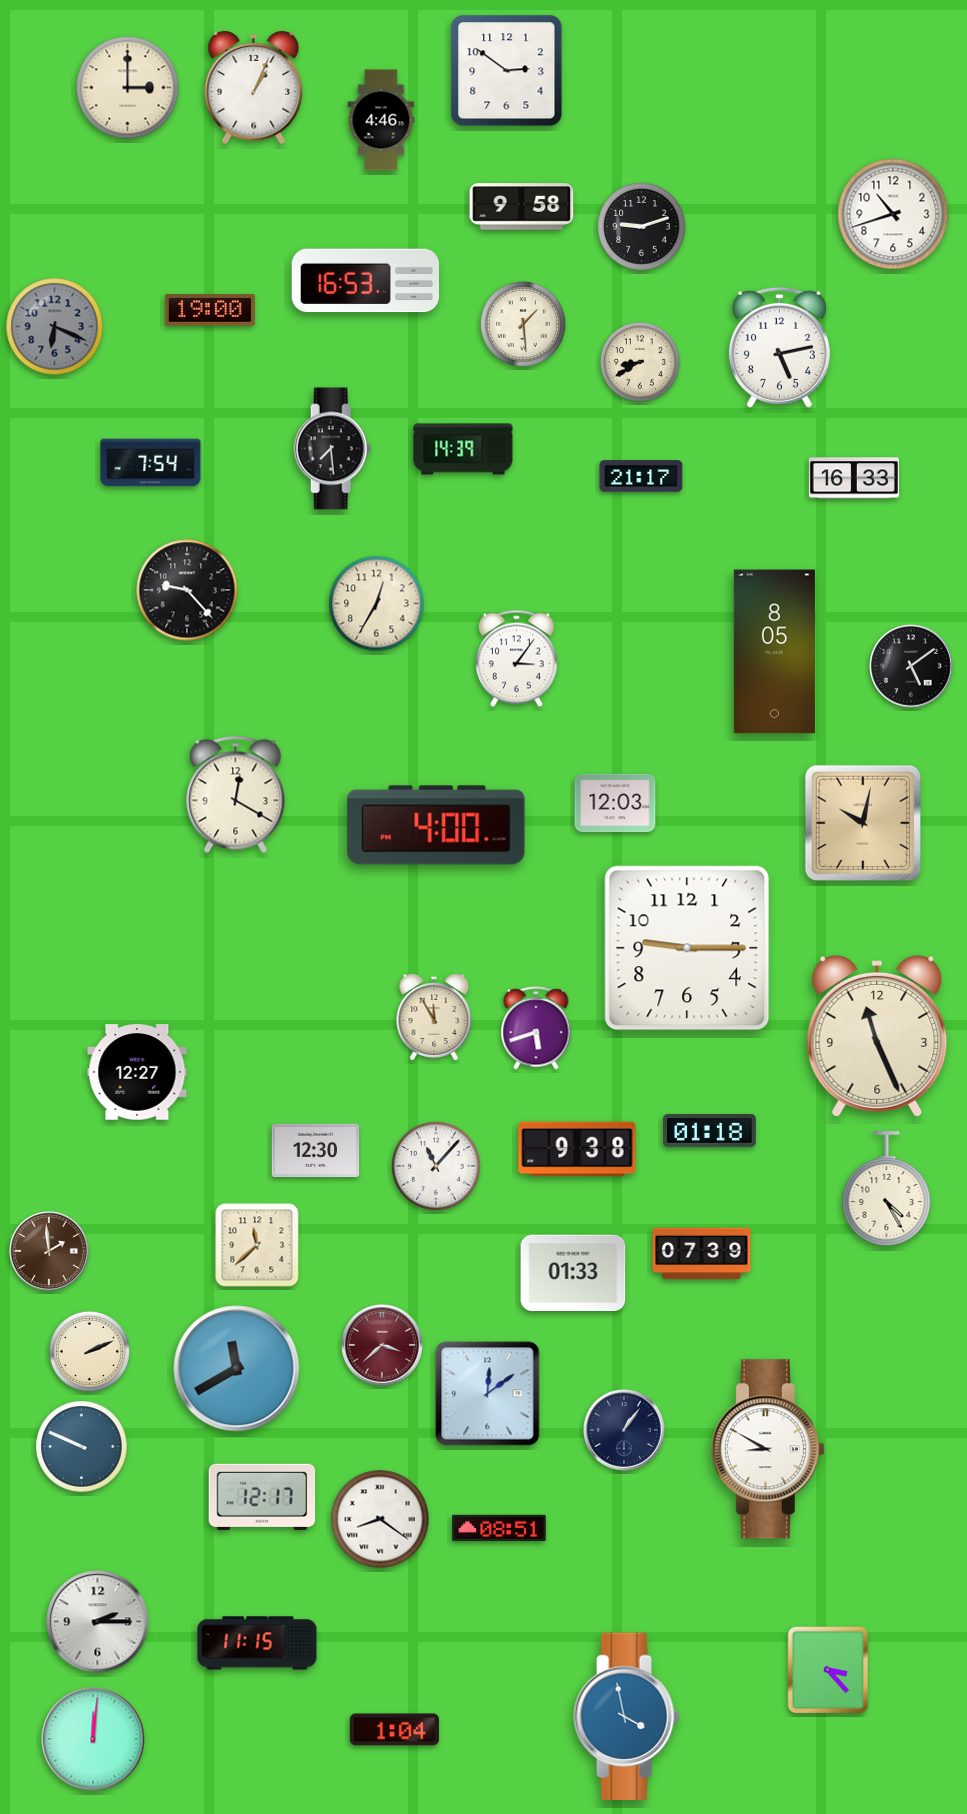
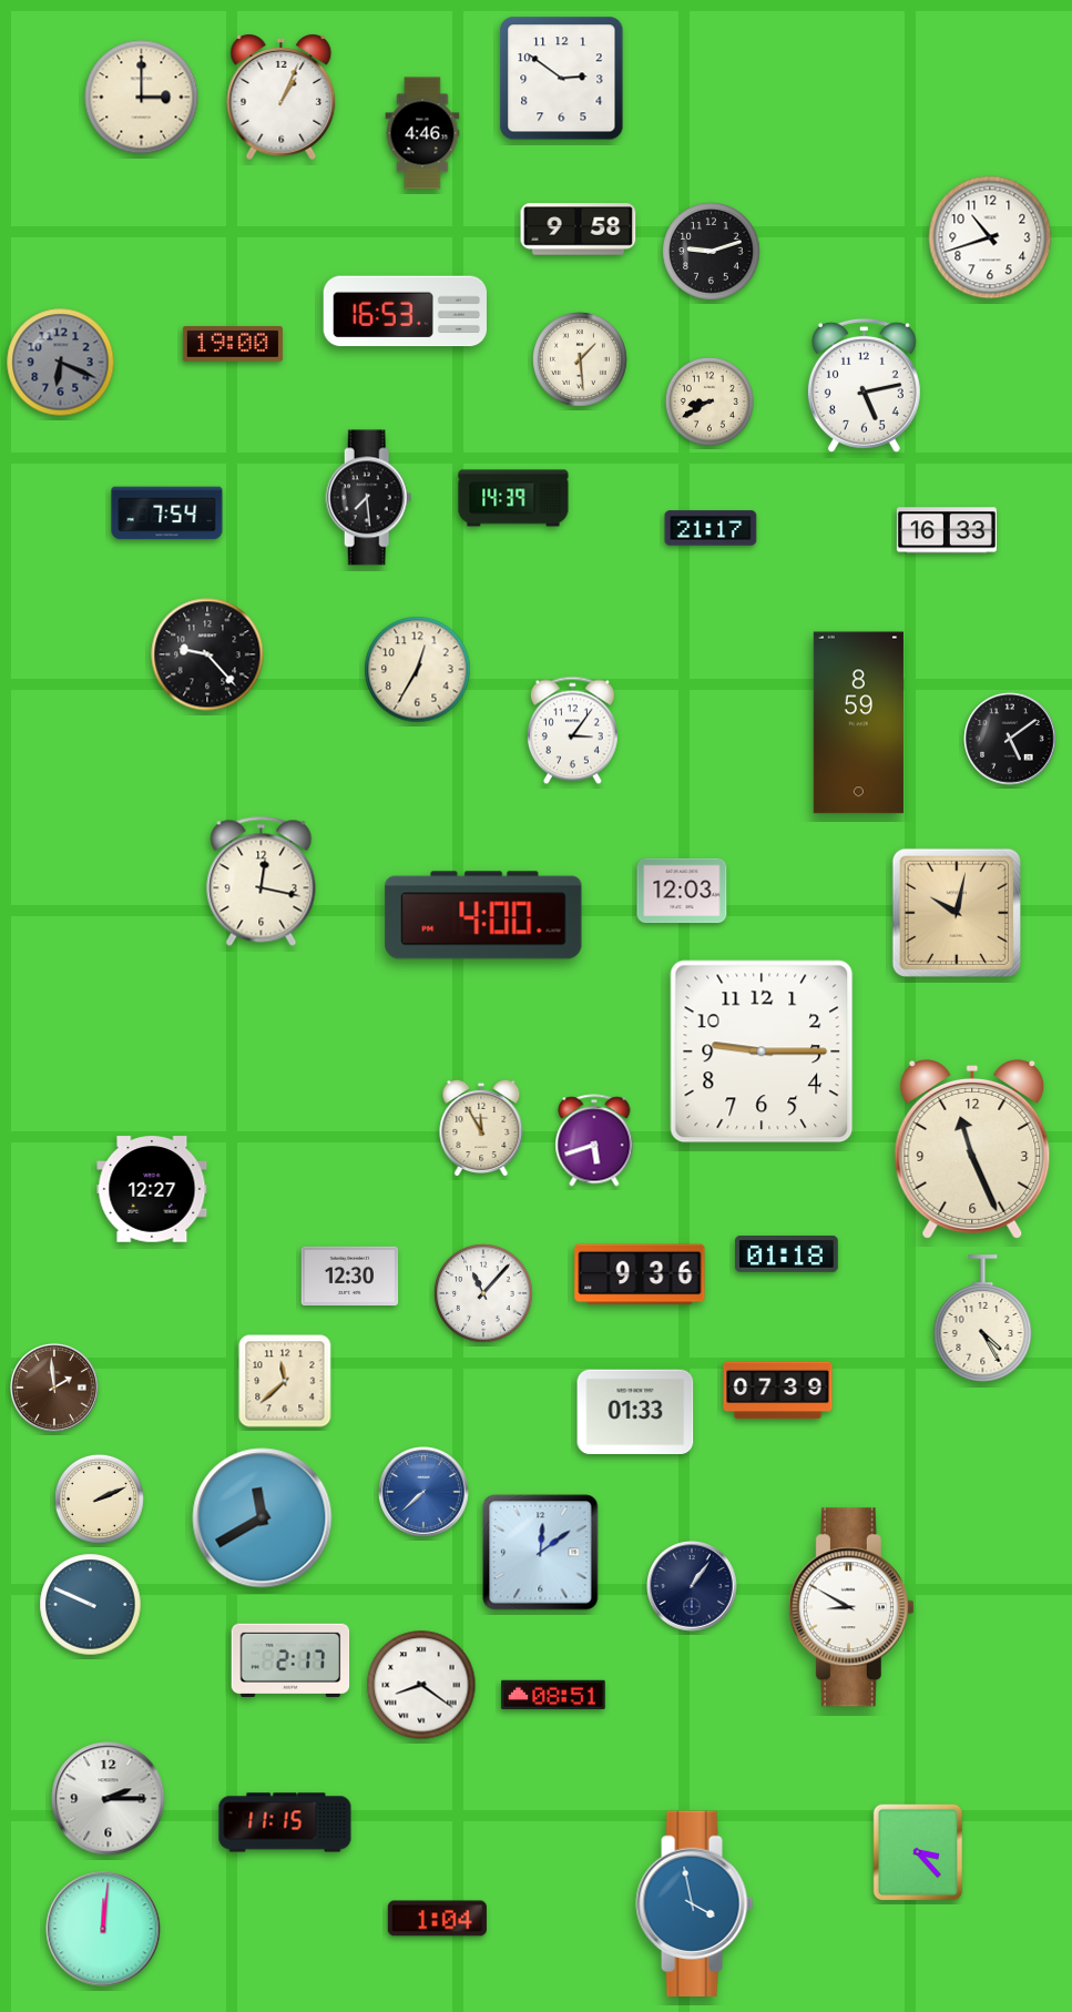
clock at (774, 652): 8:05 -> 8:59
clock at (236, 794): 12:20 -> 12:17
clock at (577, 1149): 9:38 -> 9:36
clock at (383, 1346): 3:38 -> 7:38
clock at (383, 1346) dial: burgundy -> blue
clock at (488, 1394) position: (488, 1394) -> (541, 1553)
clock at (262, 1497): 12:17 -> 2:17
